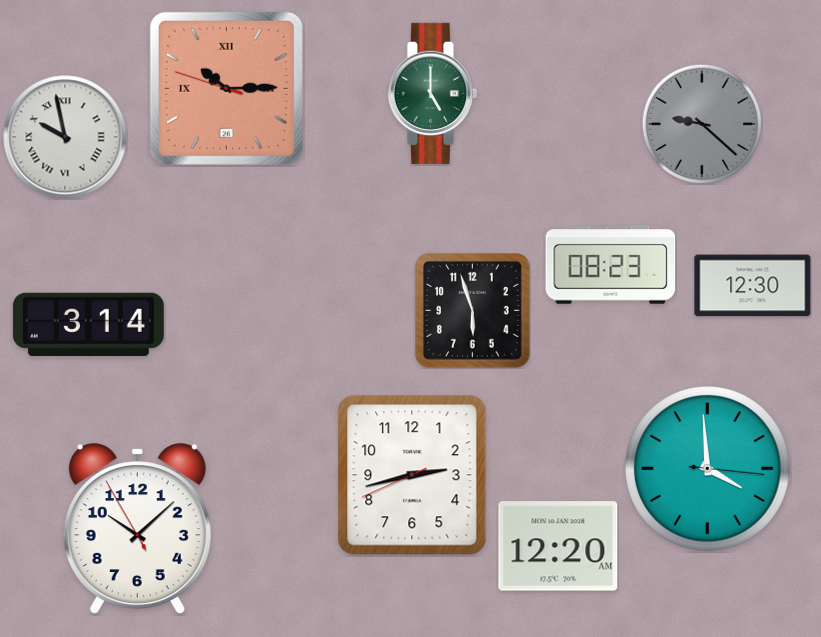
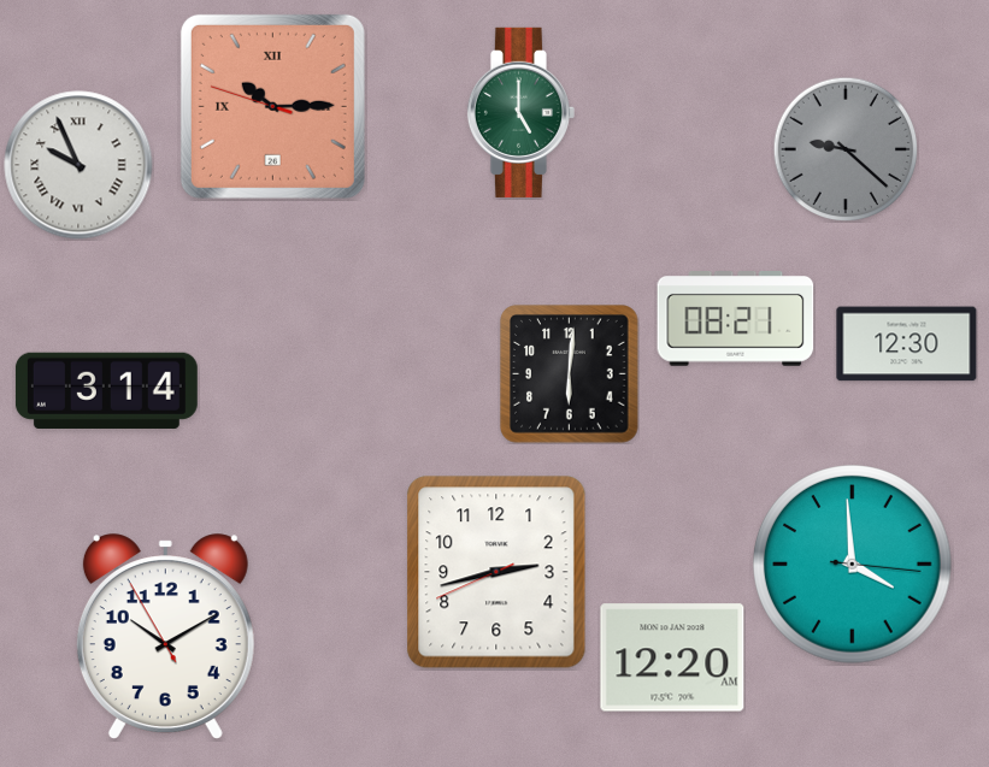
clock at (65, 137): 9:58 -> 9:56
clock at (611, 265): 08:23 -> 08:21
clock at (473, 311): 5:57 -> 6:01
clock at (137, 529): 10:07 -> 10:09
